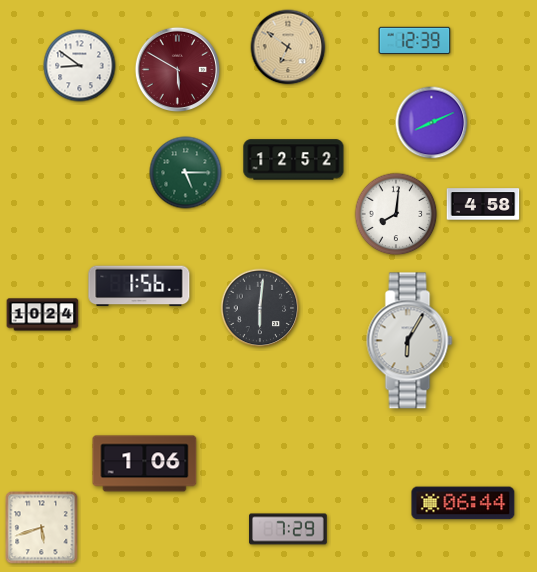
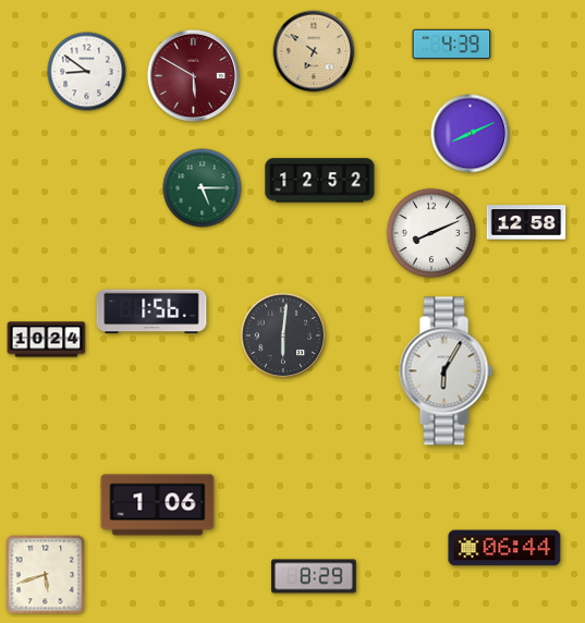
clock at (415, 41): 12:39 -> 4:39
clock at (294, 160) position: (294, 160) -> (320, 181)
clock at (483, 204): 4:58 -> 12:58
clock at (396, 214): 8:01 -> 8:11
clock at (43, 315) position: (43, 315) -> (47, 340)
clock at (288, 529): 7:29 -> 8:29
